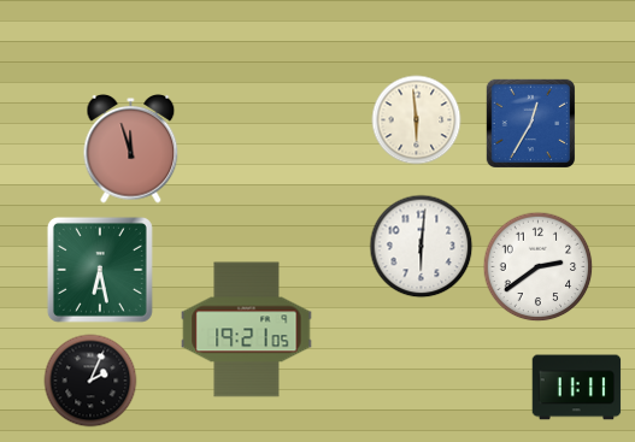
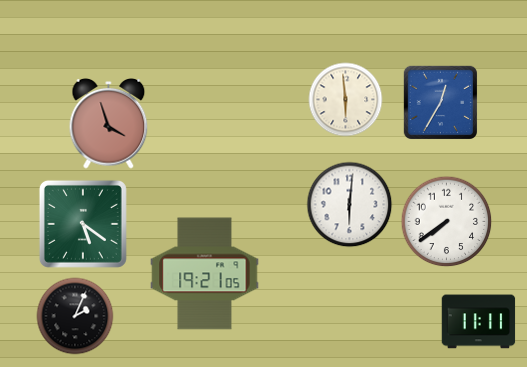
clock at (131, 149): 11:57 -> 3:57
clock at (539, 267): 2:39 -> 7:39
clock at (100, 270): 6:28 -> 5:21
